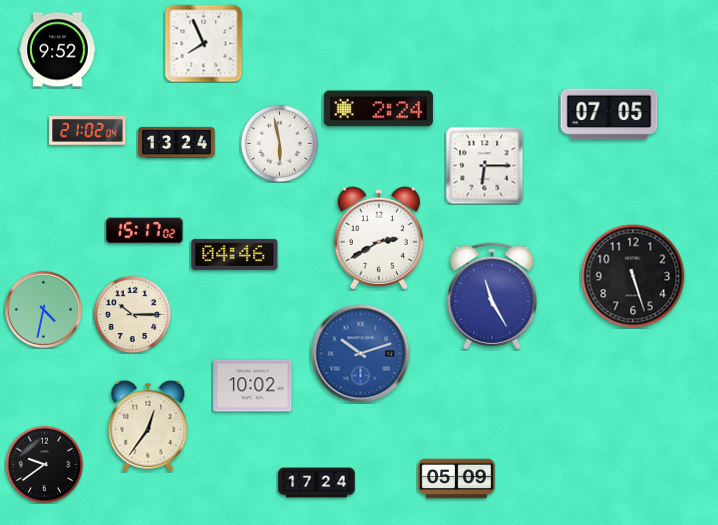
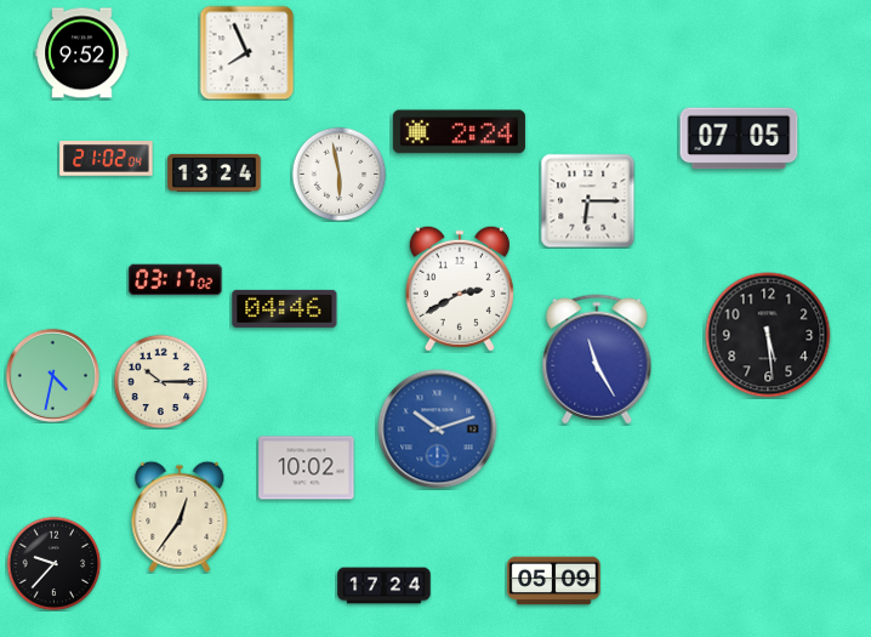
clock at (58, 50) position: (58, 50) -> (82, 53)
clock at (145, 231): 15:17 -> 03:17
clock at (633, 276): 5:27 -> 5:29
clock at (44, 464): 9:39 -> 9:37
